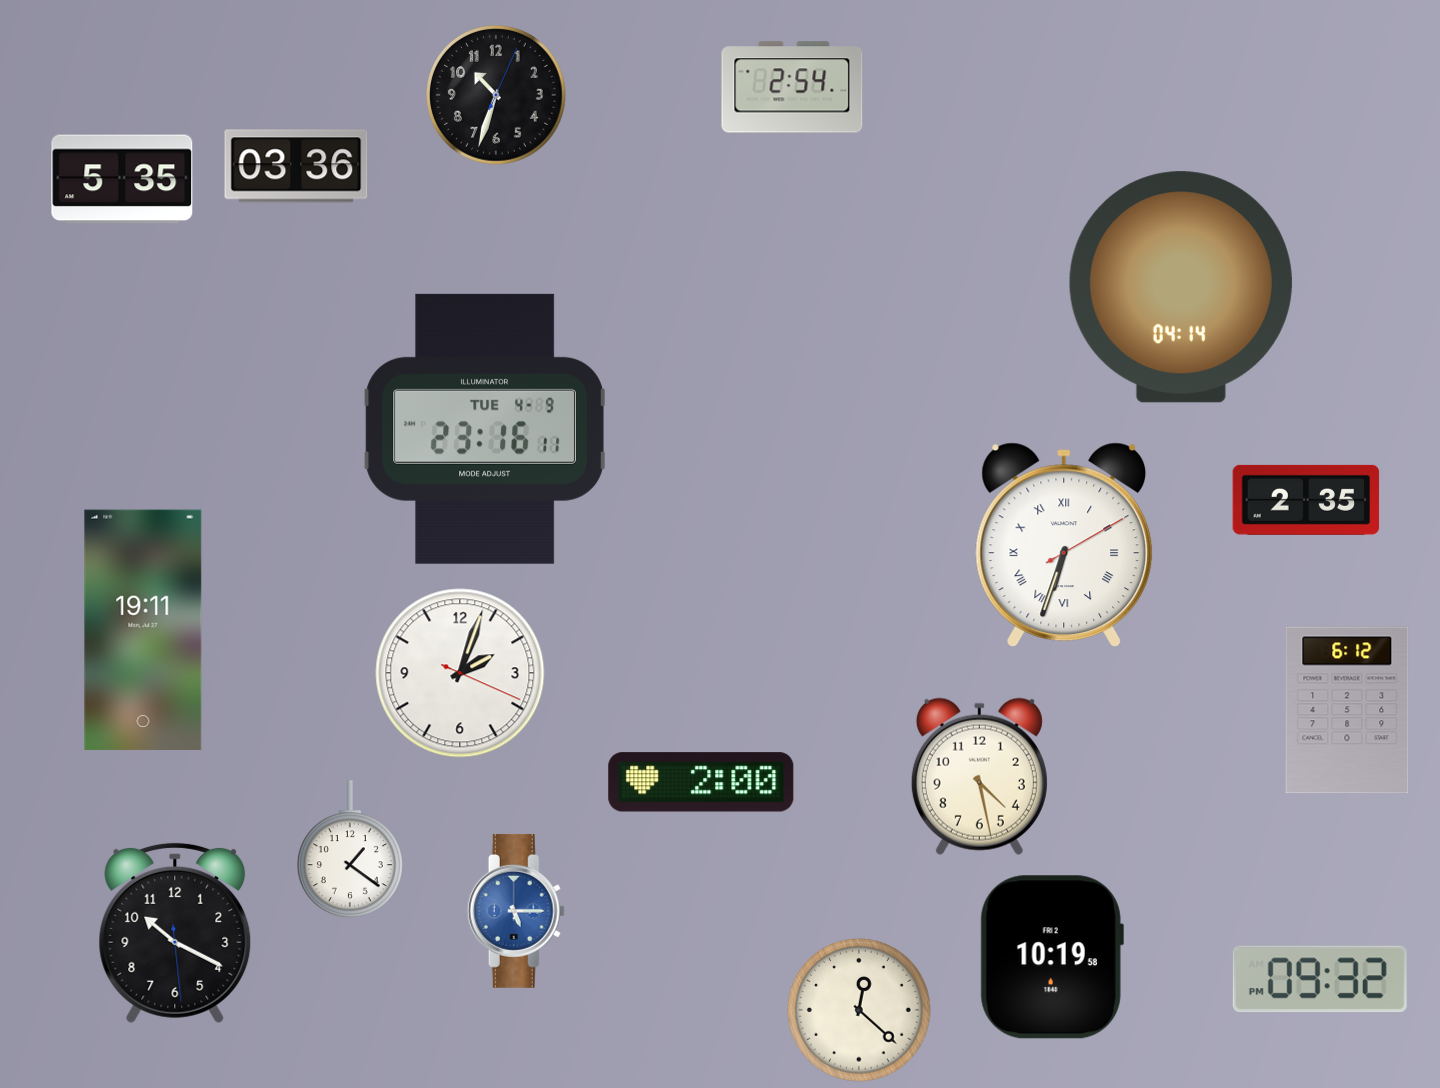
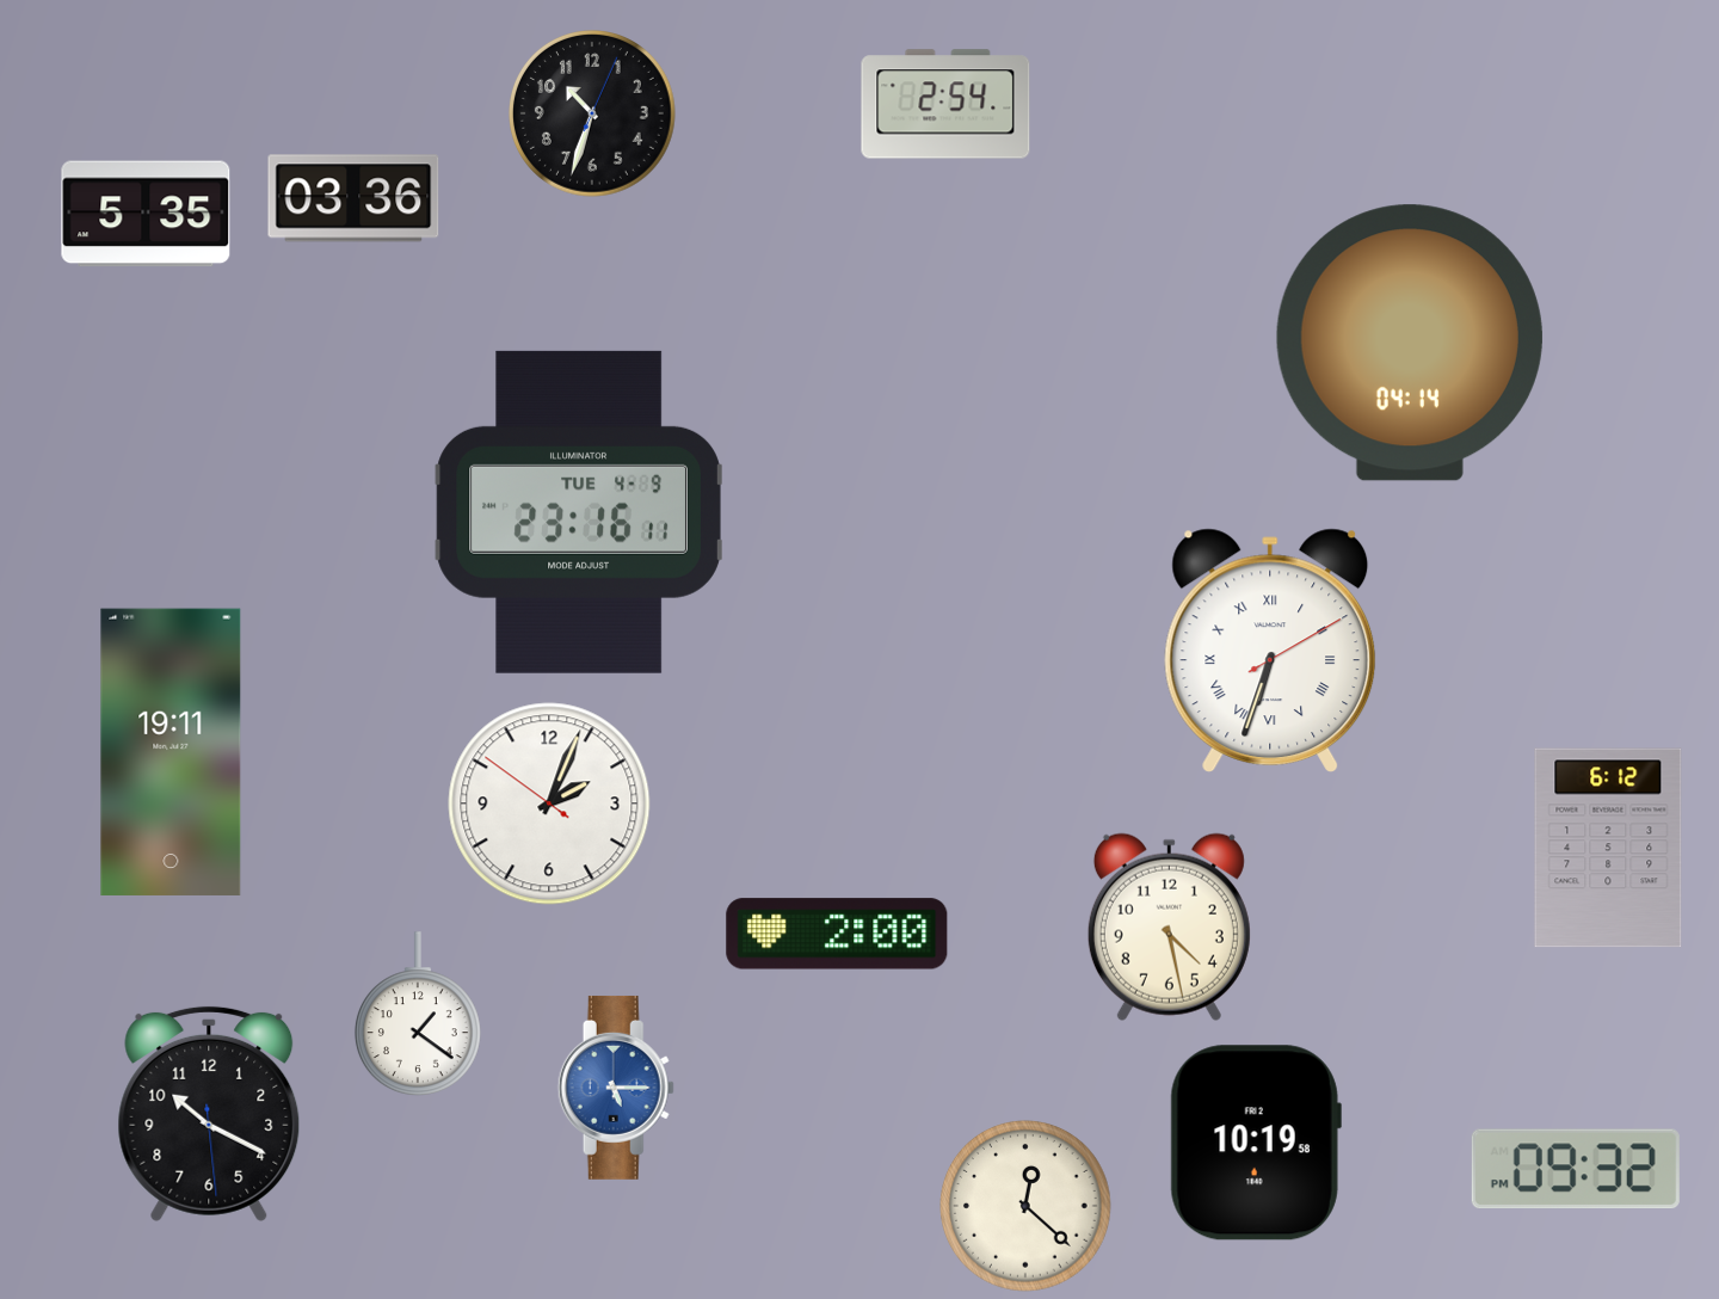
clock at (1306, 500): 2:35 -> none
clock at (460, 673): 2:03:19 -> 2:03:51
